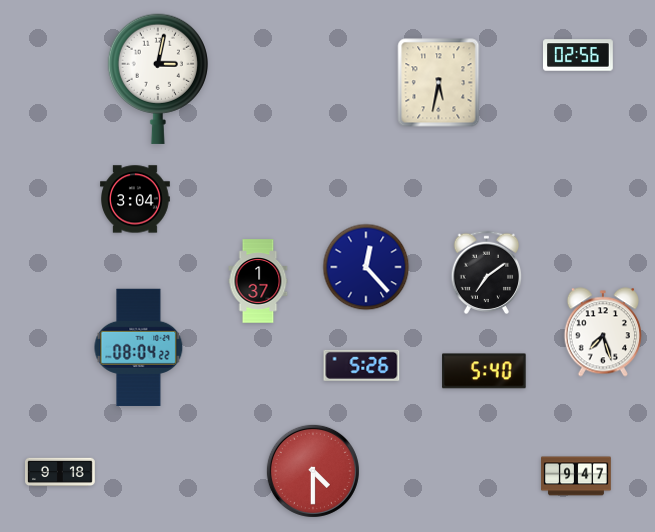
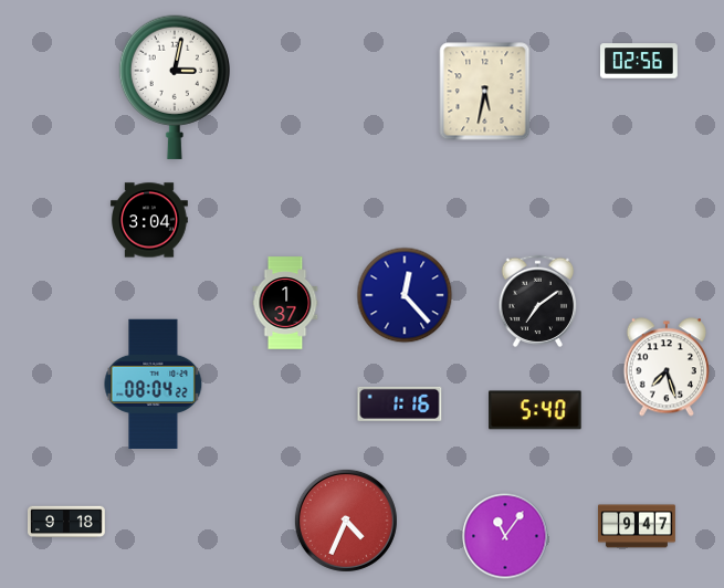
clock at (258, 281) position: (258, 281) -> (285, 303)
clock at (362, 365): 5:26 -> 1:16
clock at (313, 471): 4:30 -> 4:34
clock at (505, 536): none -> 11:06
